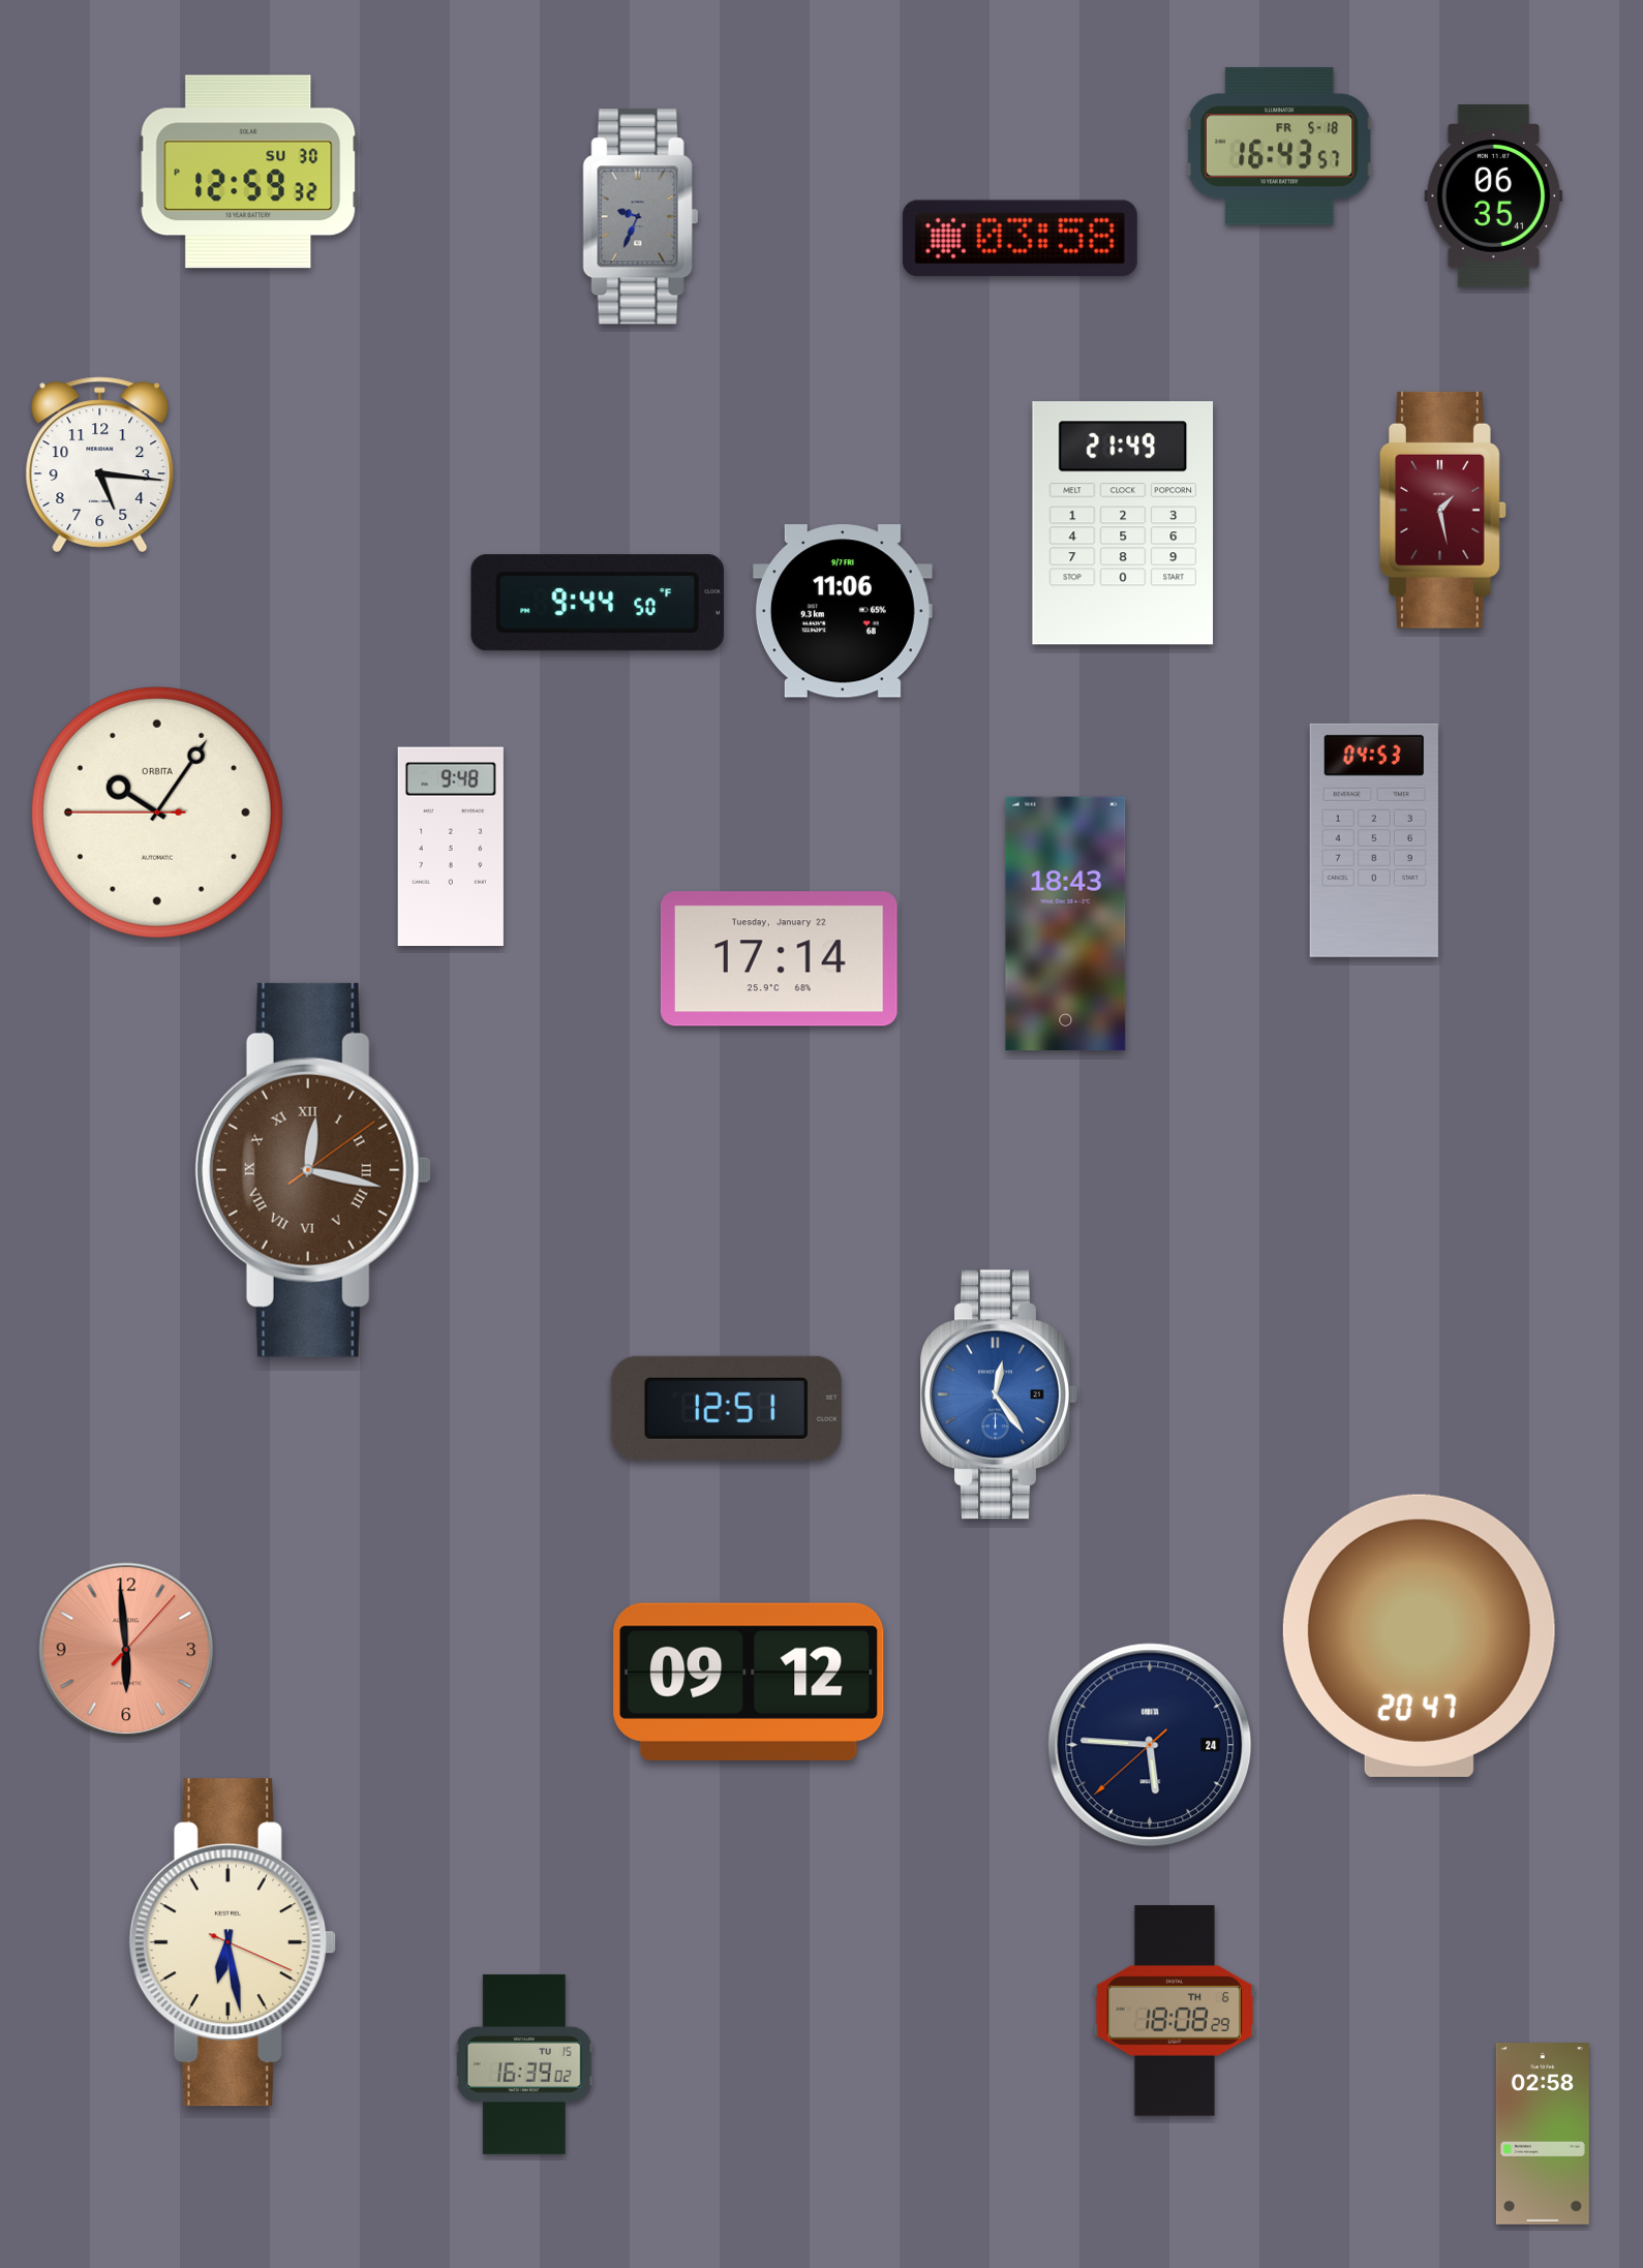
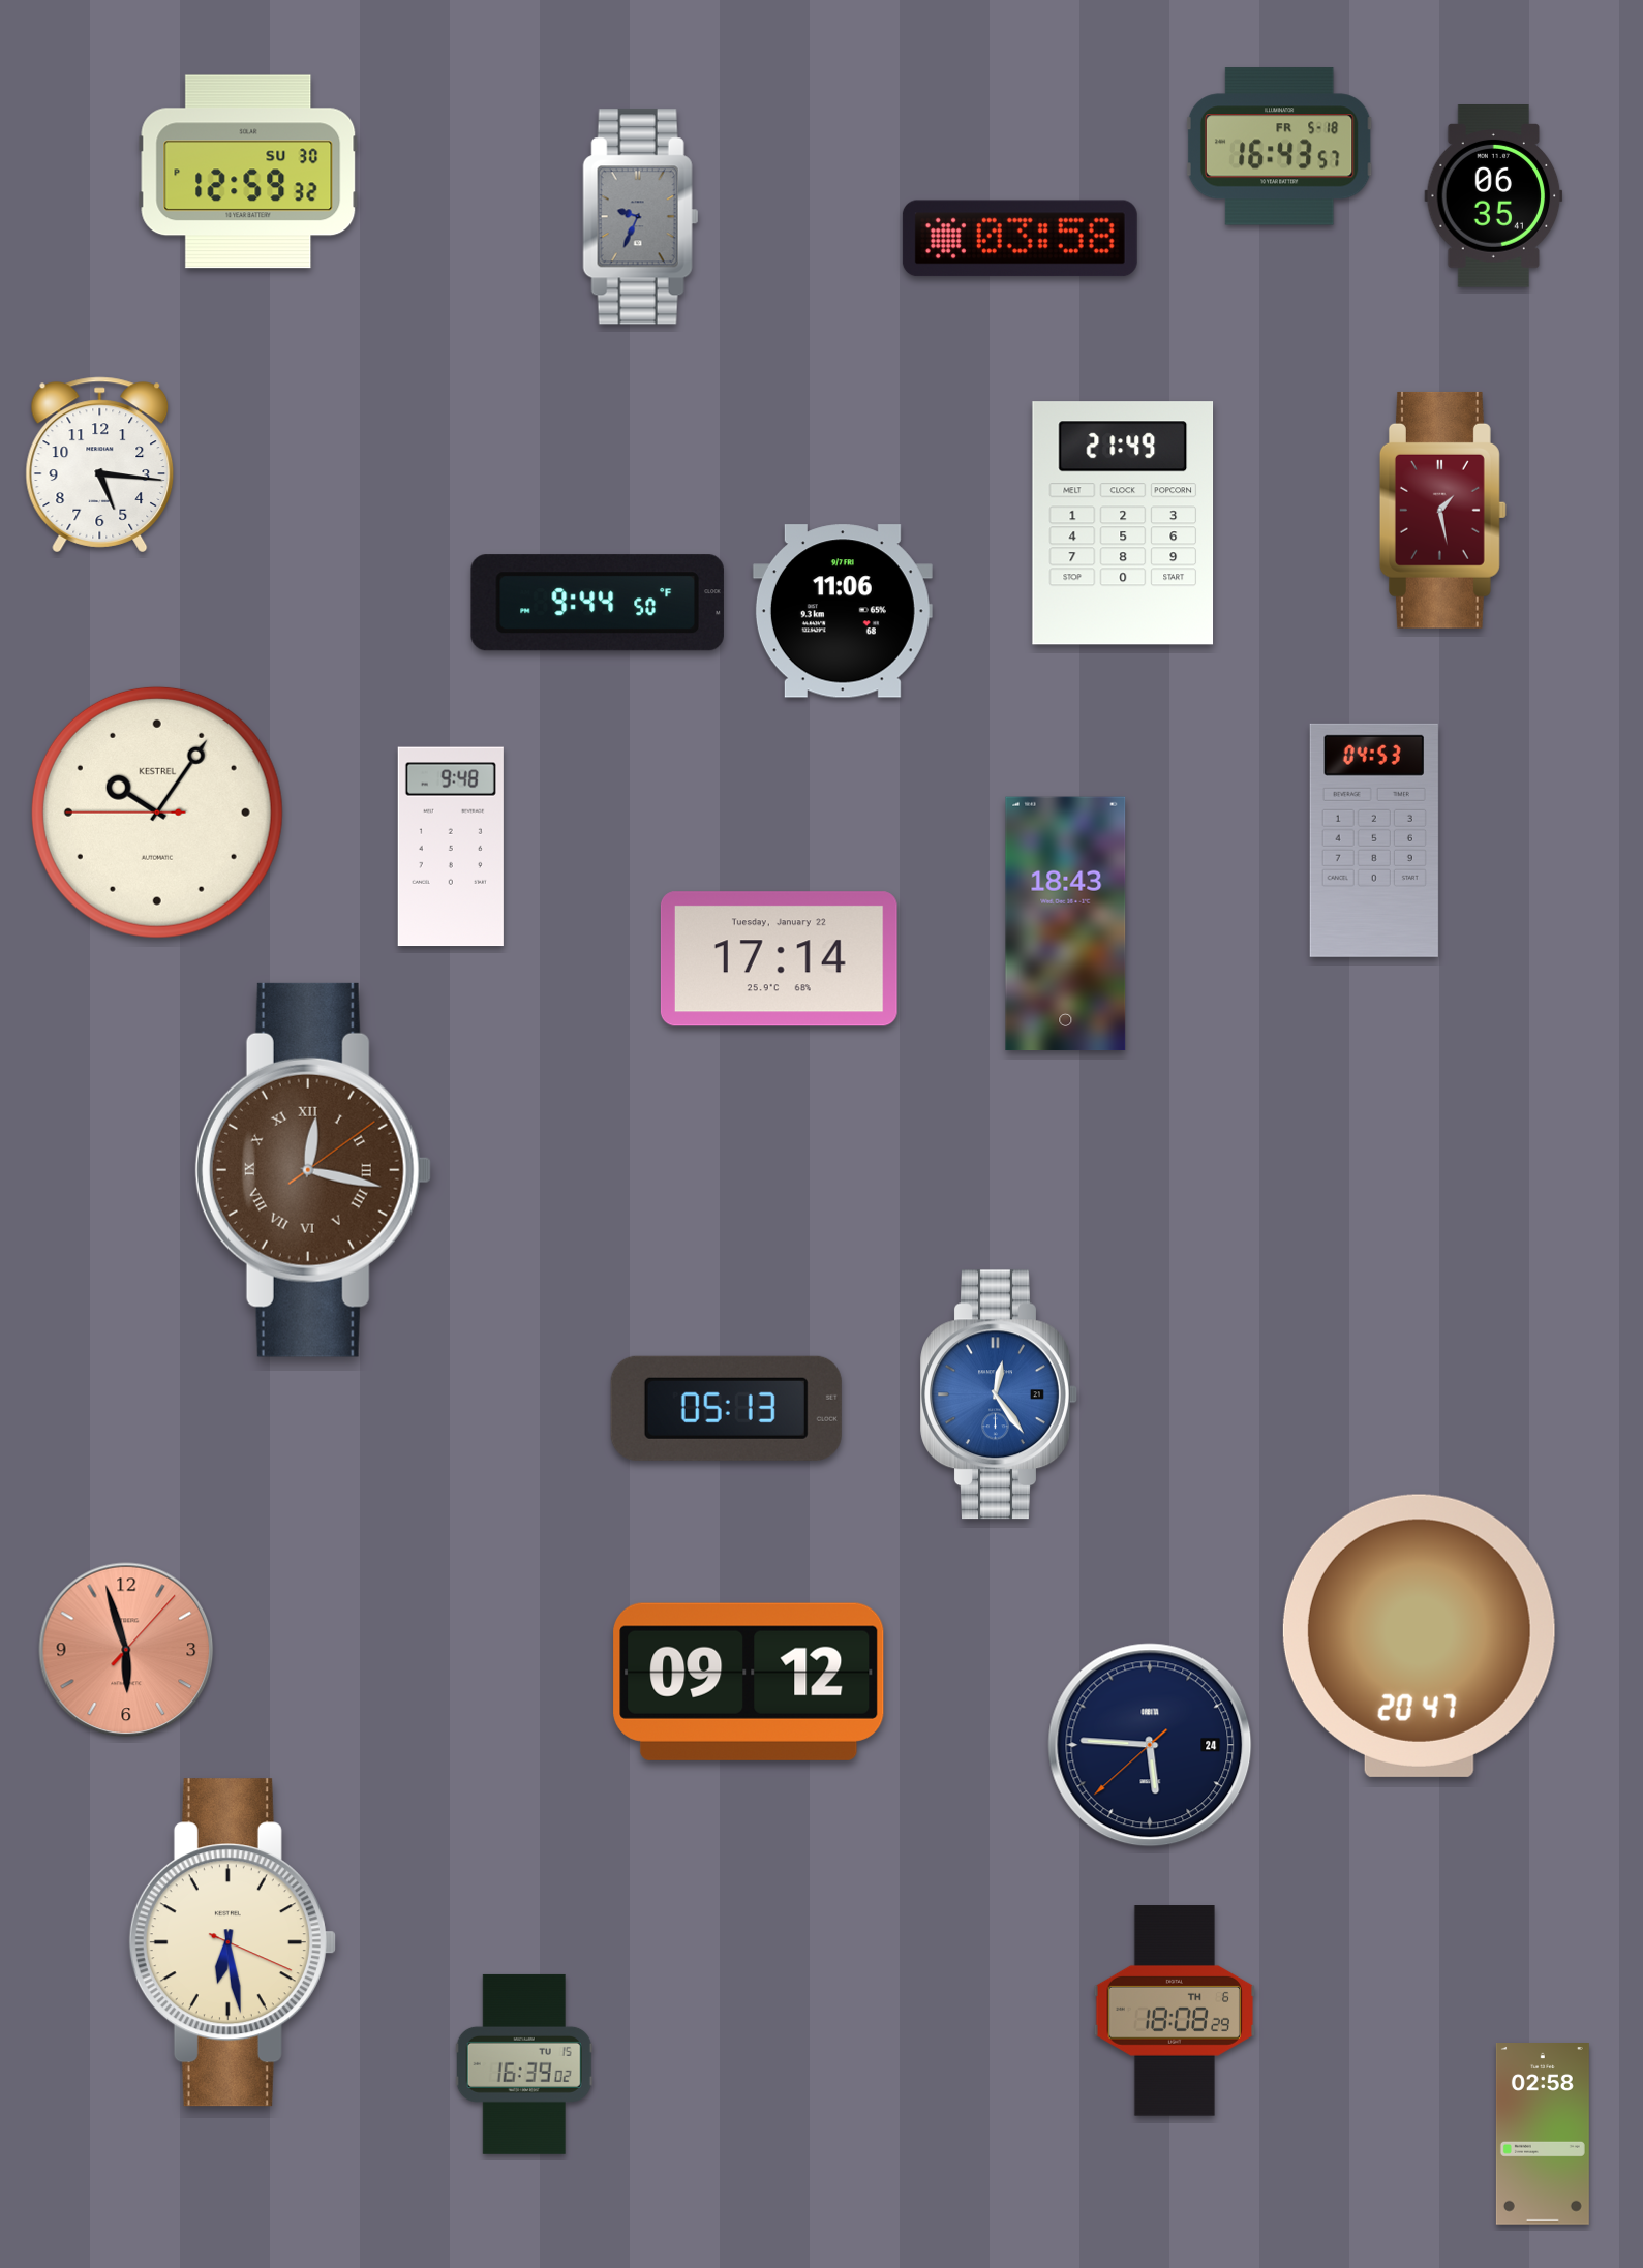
clock at (157, 813) brand: ORBITA -> KESTREL
clock at (726, 1408): 12:51 -> 05:13
clock at (126, 1650): 5:59 -> 5:57
